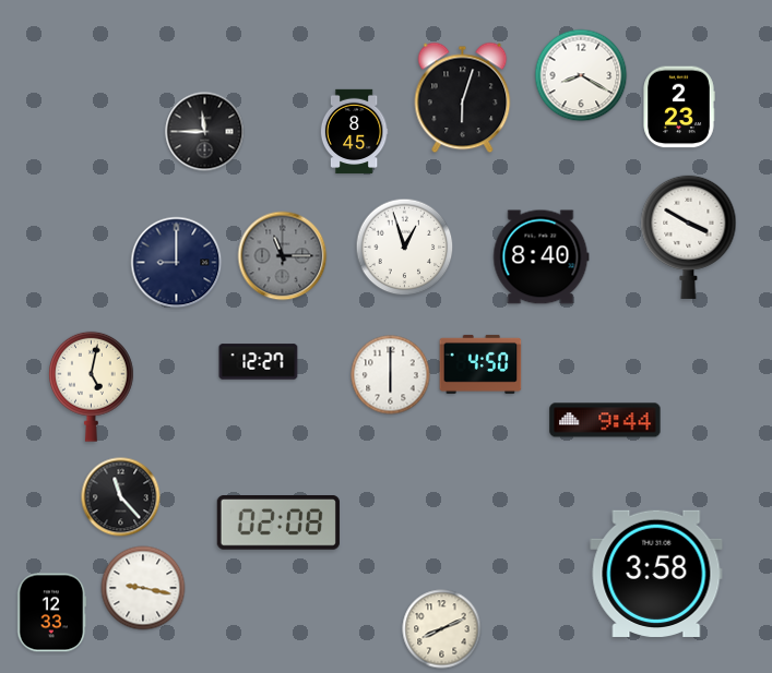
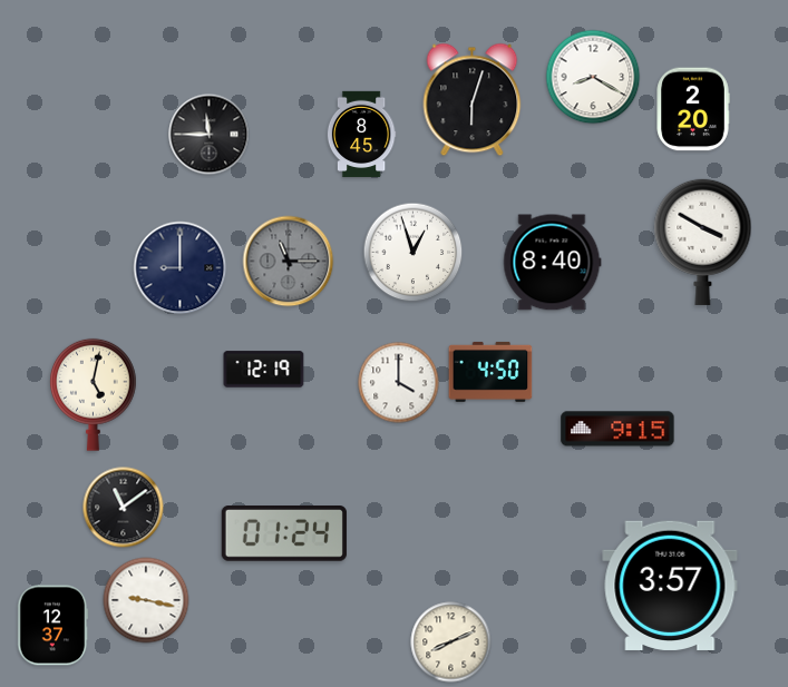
clock at (679, 107): 2:23 -> 2:20
clock at (259, 362): 12:27 -> 12:19
clock at (391, 375): 6:00 -> 4:00
clock at (605, 420): 9:44 -> 9:15
clock at (121, 497): 11:23 -> 11:09
clock at (278, 524): 02:08 -> 01:24
clock at (656, 573): 3:58 -> 3:57
clock at (52, 613): 12:33 -> 12:37
